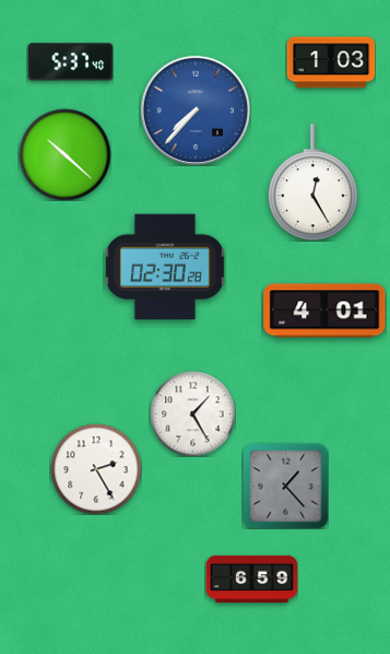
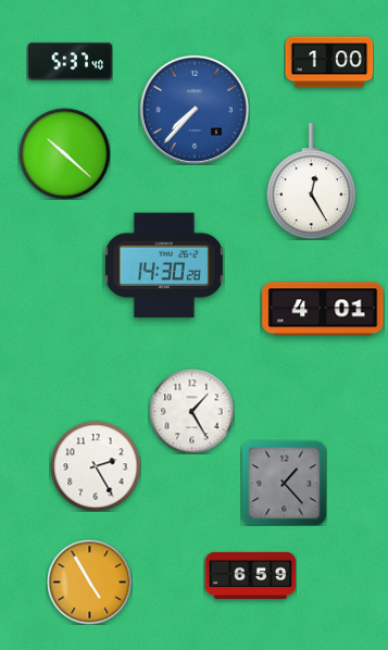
clock at (331, 62): 1:03 -> 1:00
clock at (165, 267): 02:30 -> 14:30
clock at (89, 582): none -> 4:55
